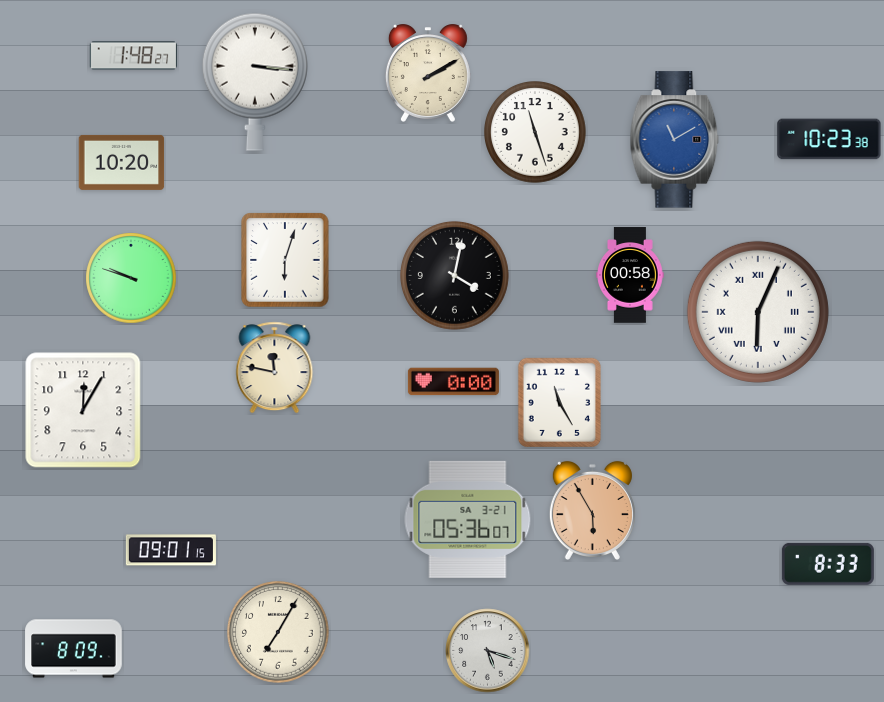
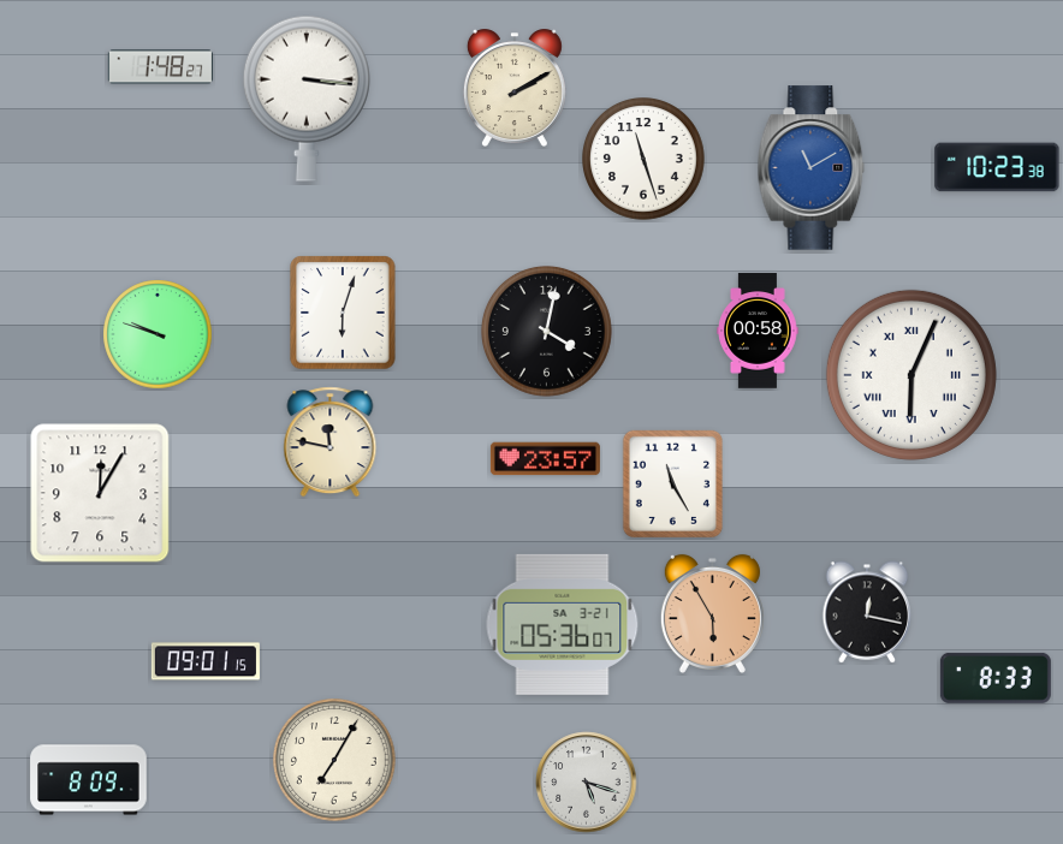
clock at (122, 162): 10:20 -> none
clock at (453, 382): 0:00 -> 23:57
clock at (867, 612): none -> 12:17
